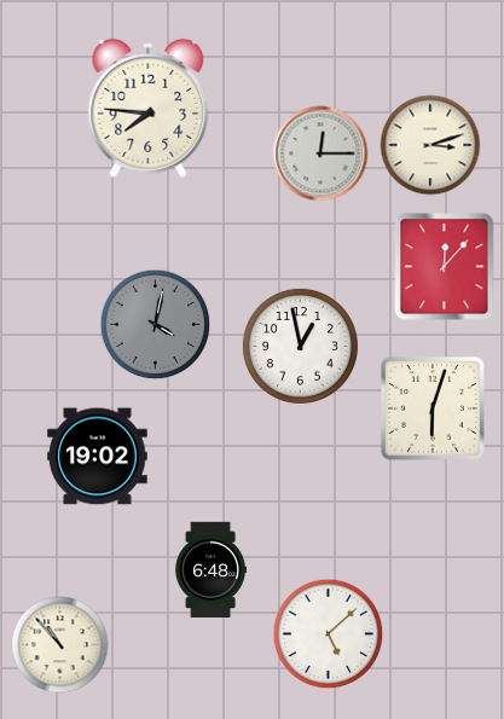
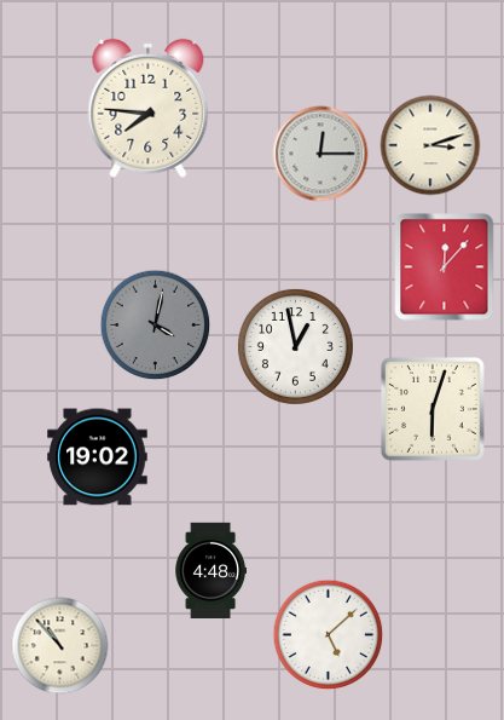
clock at (300, 346) position: (300, 346) -> (295, 346)
clock at (210, 570): 6:48 -> 4:48
